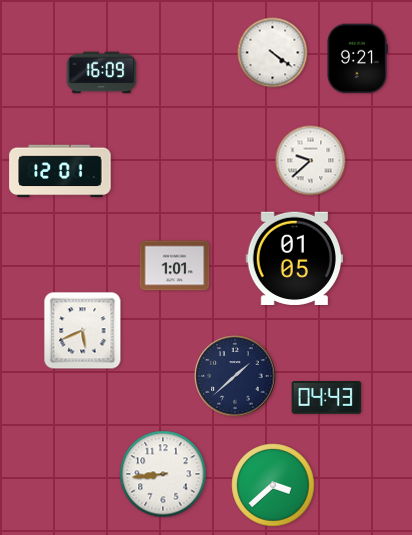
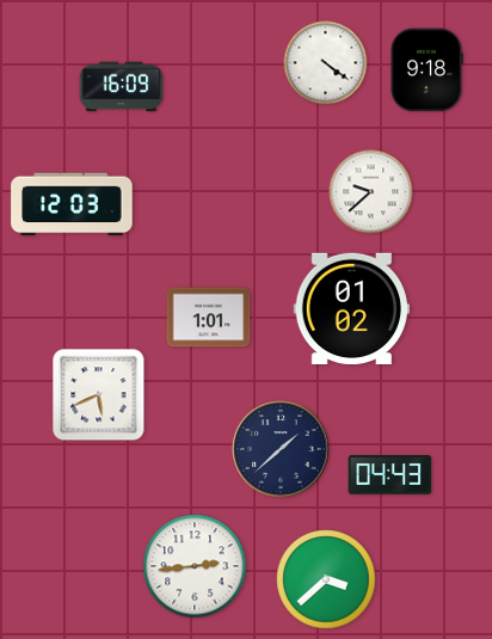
clock at (358, 59): 9:21 -> 9:18
clock at (60, 171): 12:01 -> 12:03
clock at (294, 258): 01:05 -> 01:02
clock at (163, 474): 8:44 -> 2:44
